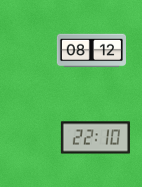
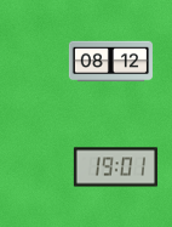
clock at (95, 138): 22:10 -> 19:01
